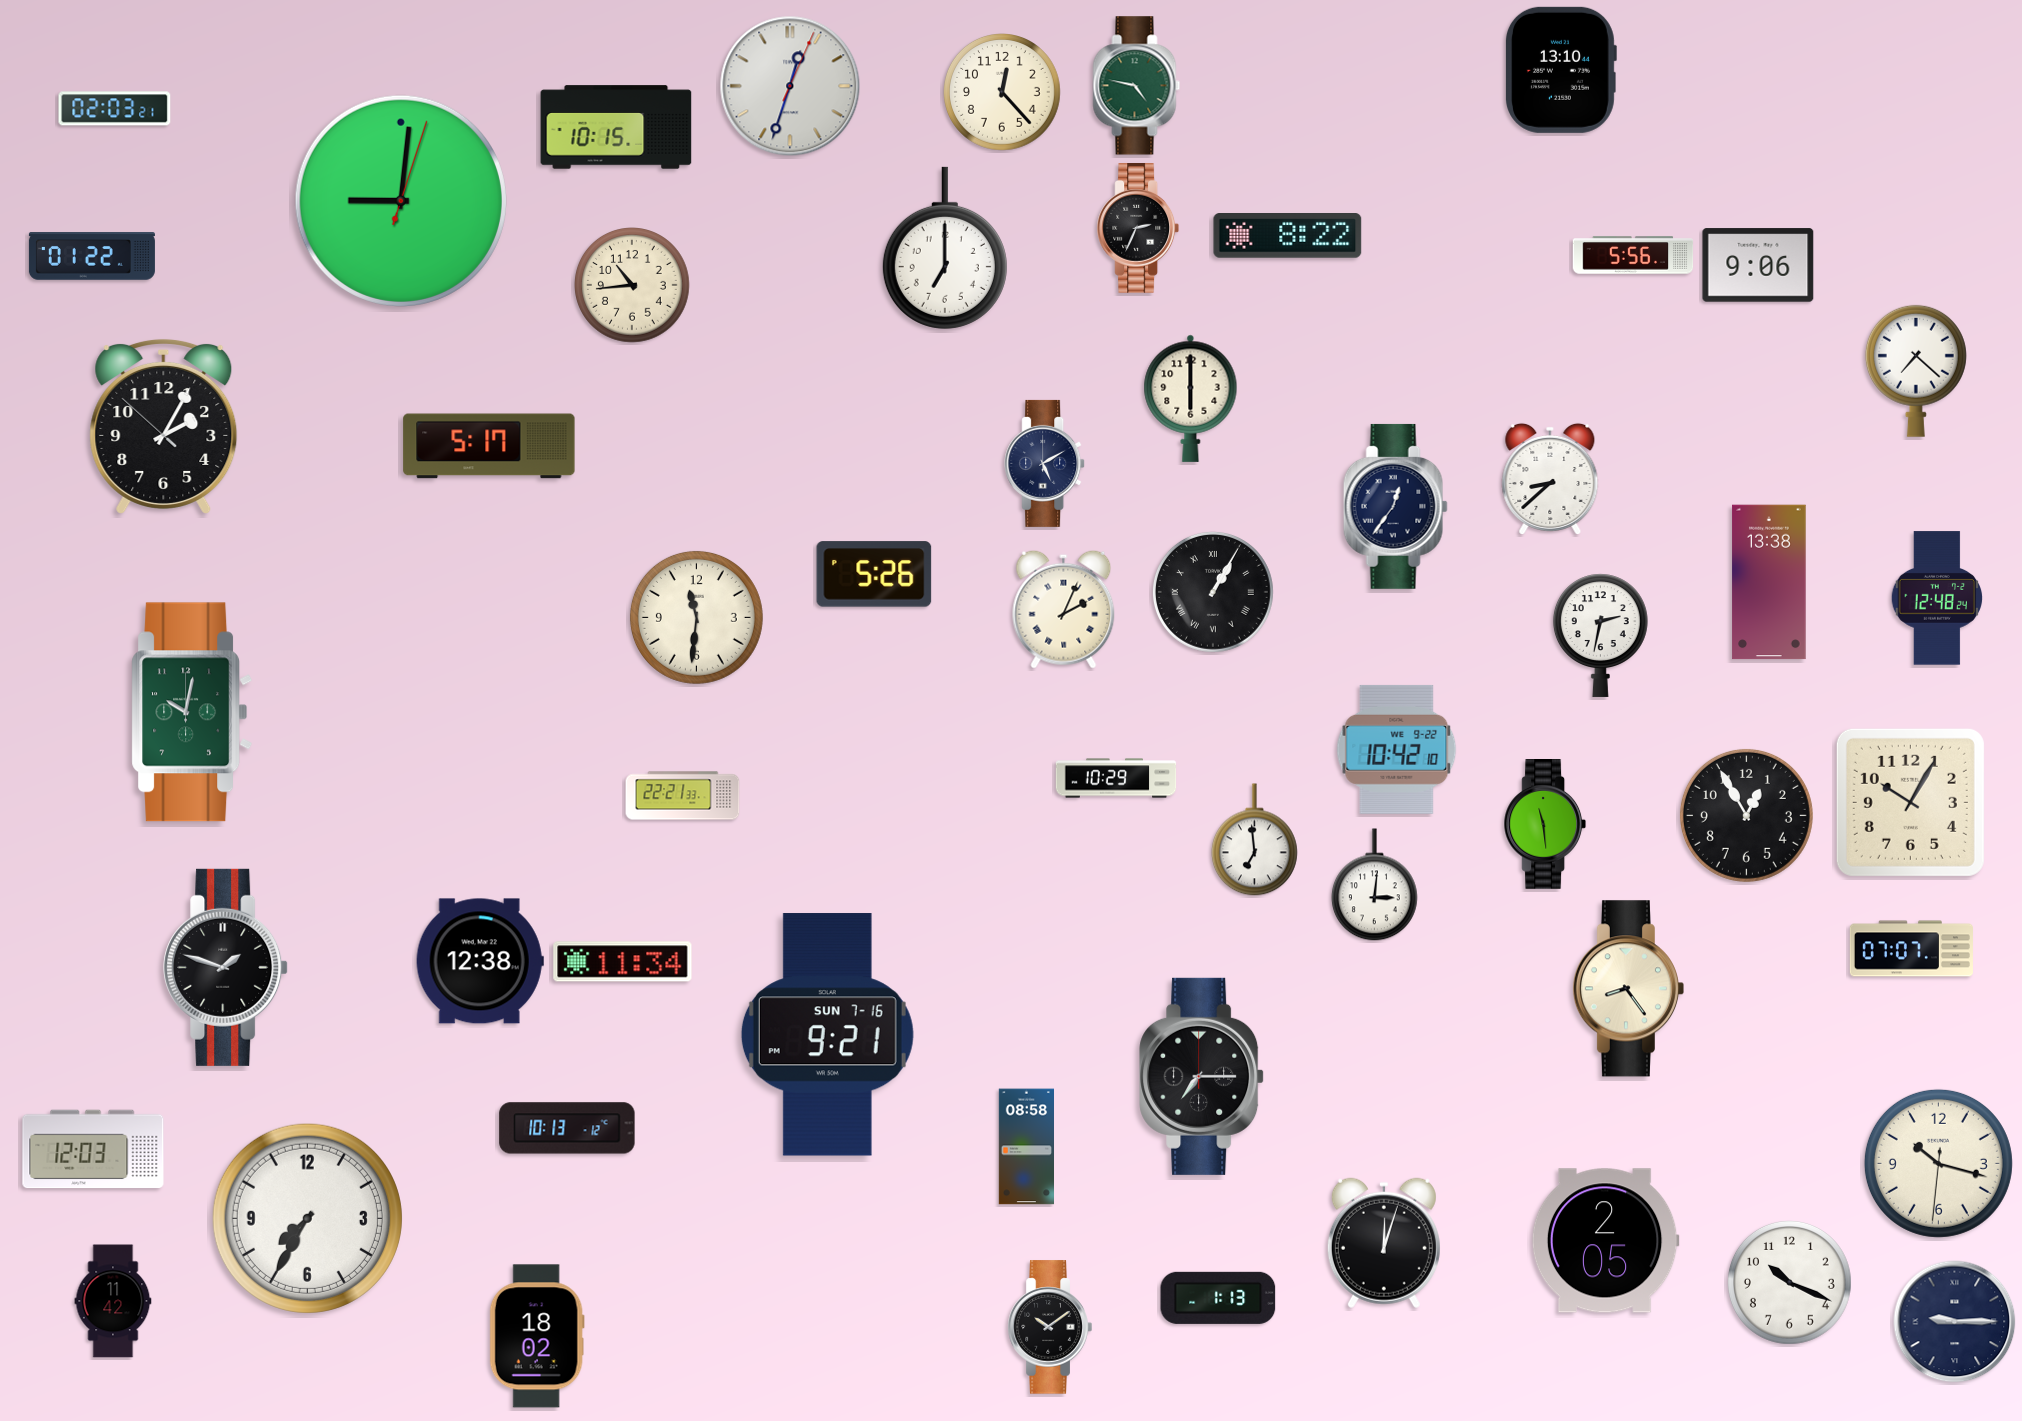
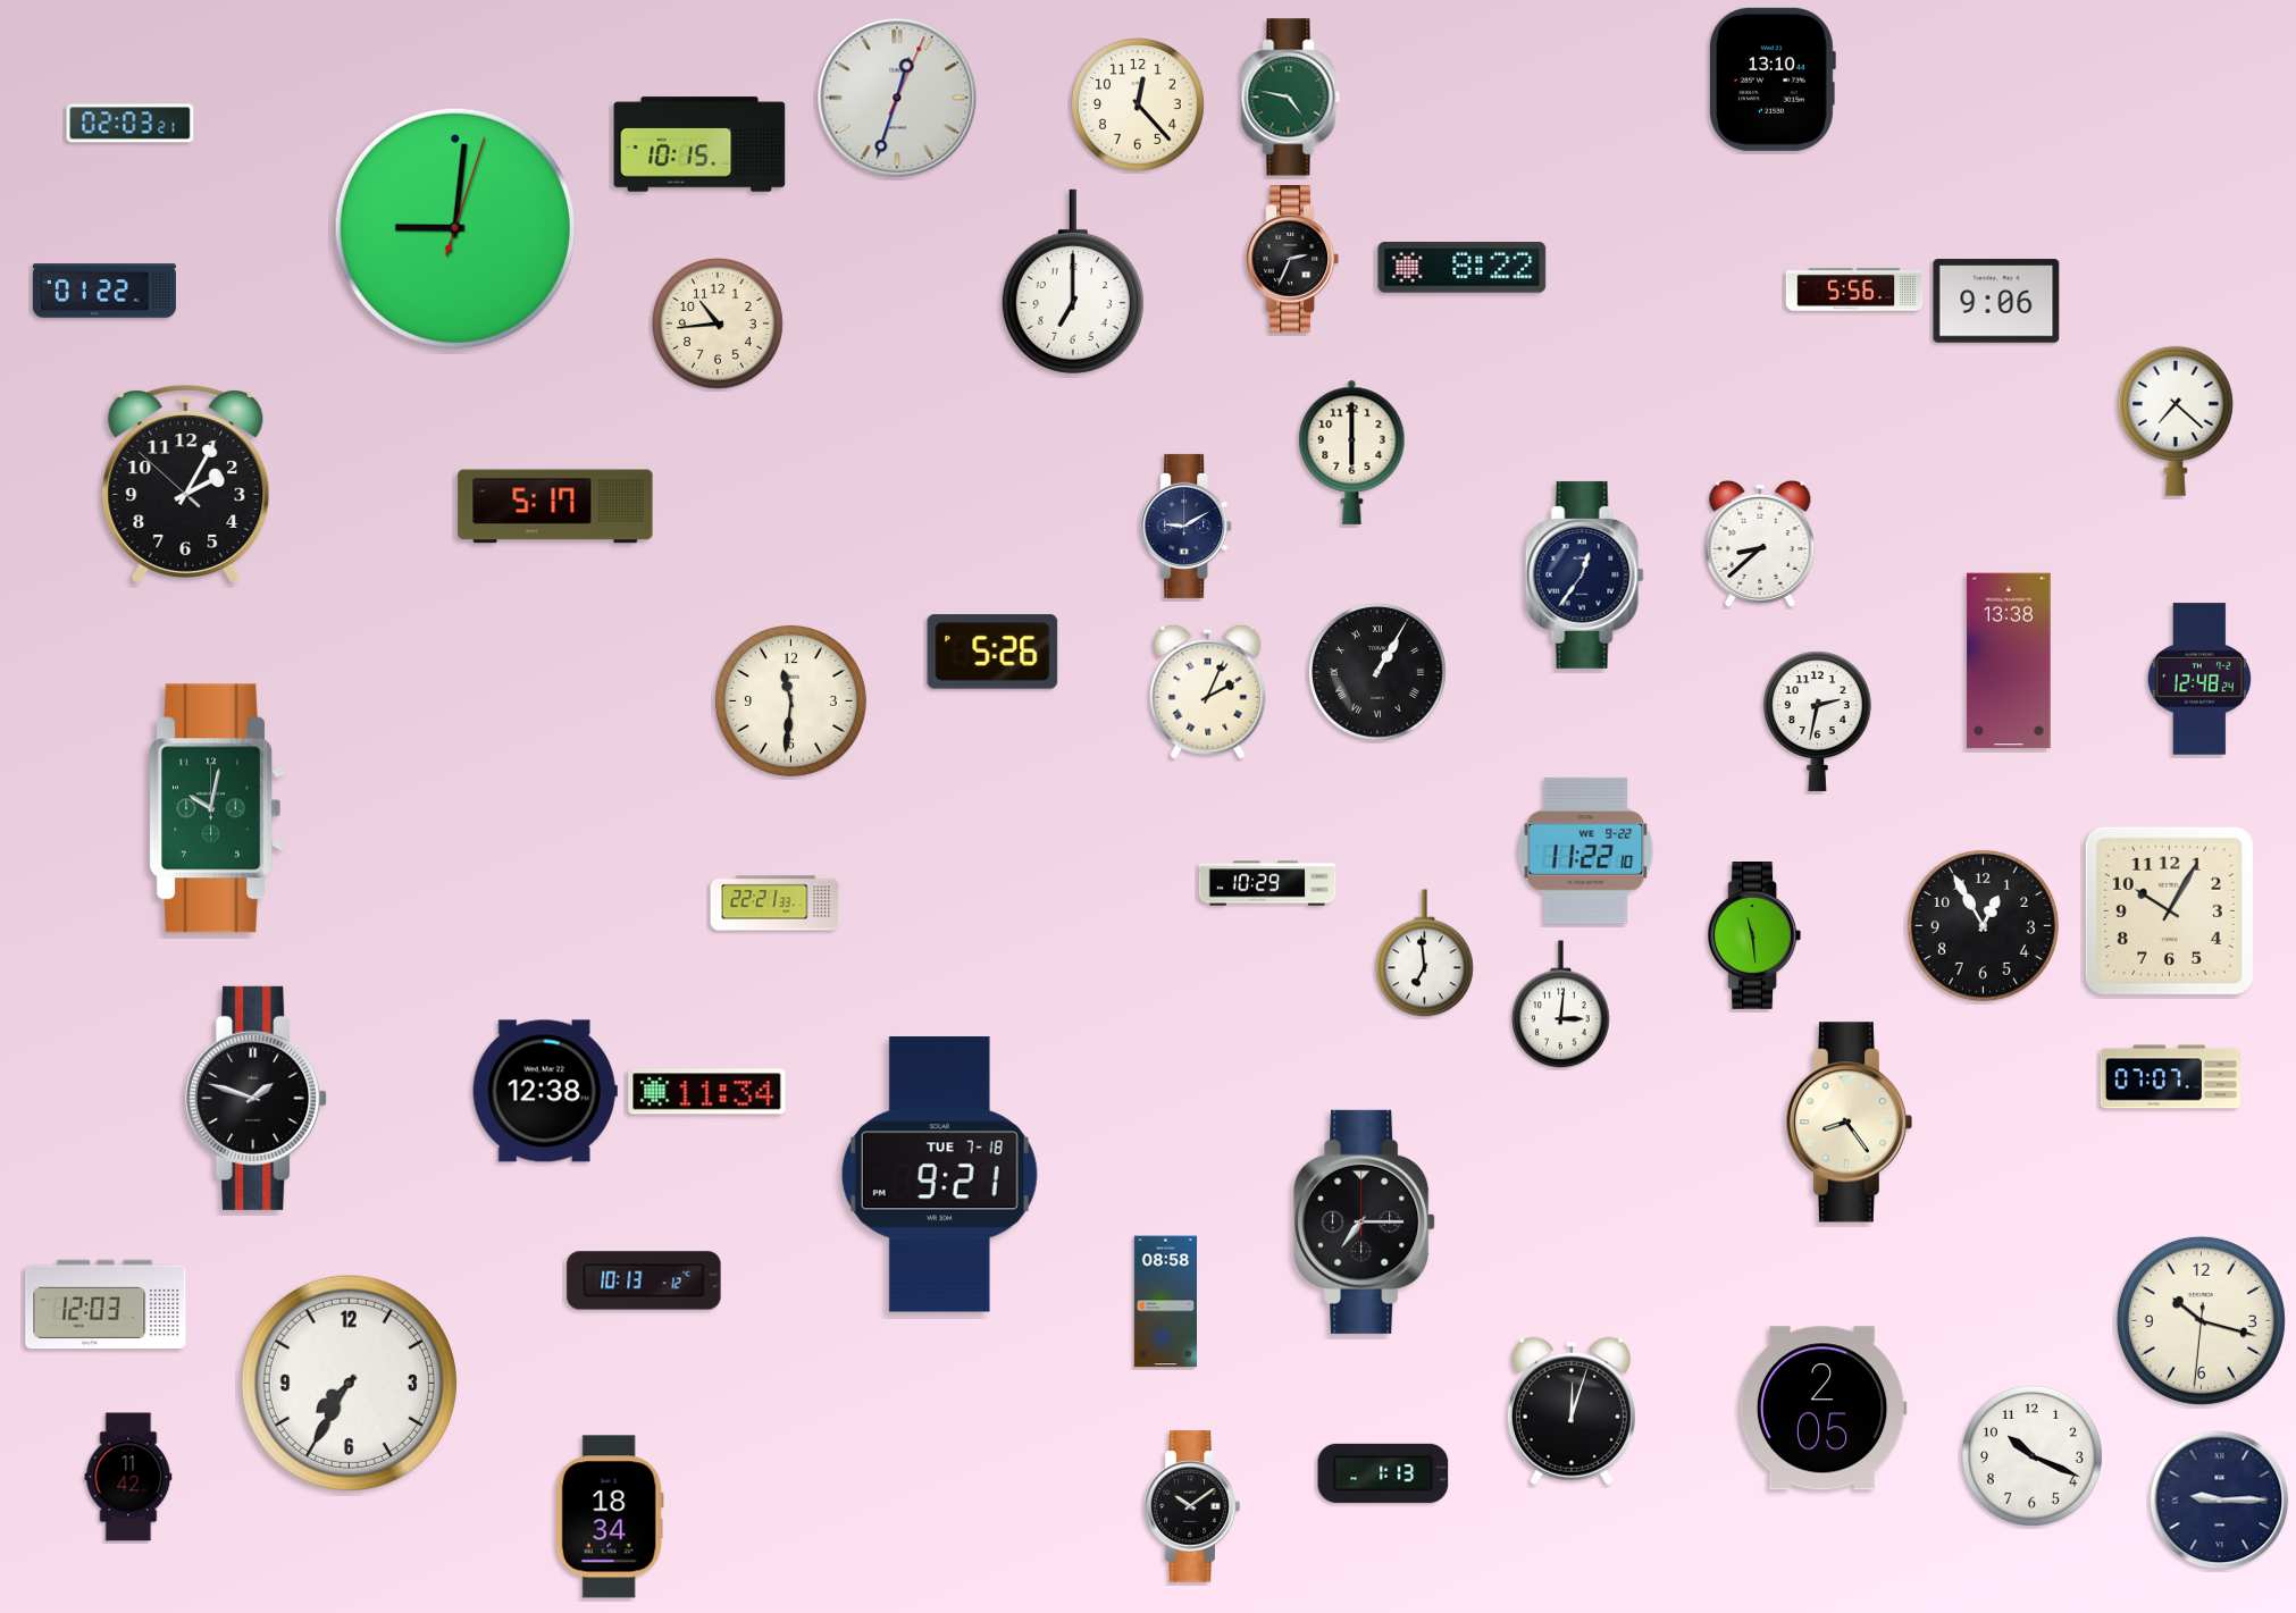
clock at (1045, 463): 5:10 -> 9:10
clock at (1397, 749): 10:42 -> 11:22
clock at (827, 1035) date: SUN 7-16 -> TUE 7-18
clock at (537, 1336): 18:02 -> 18:34
